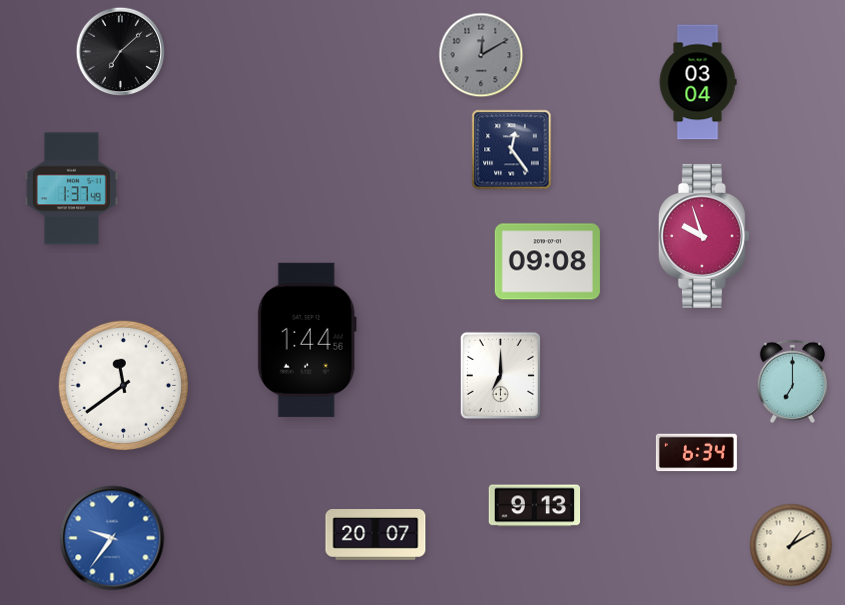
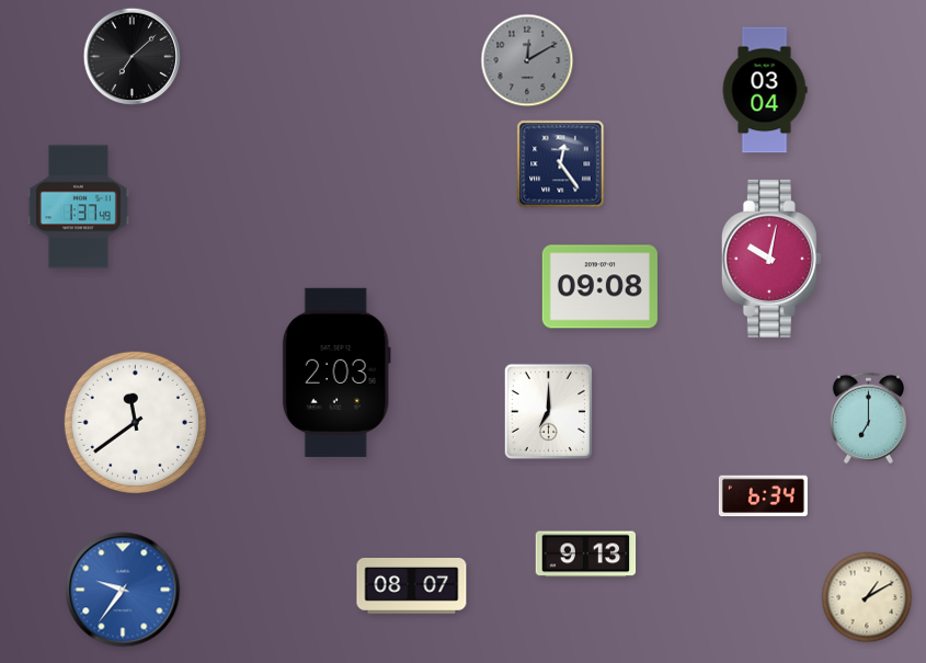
clock at (704, 236): 9:57 -> 10:02
clock at (307, 340): 1:44 -> 2:03
clock at (376, 535): 20:07 -> 08:07
